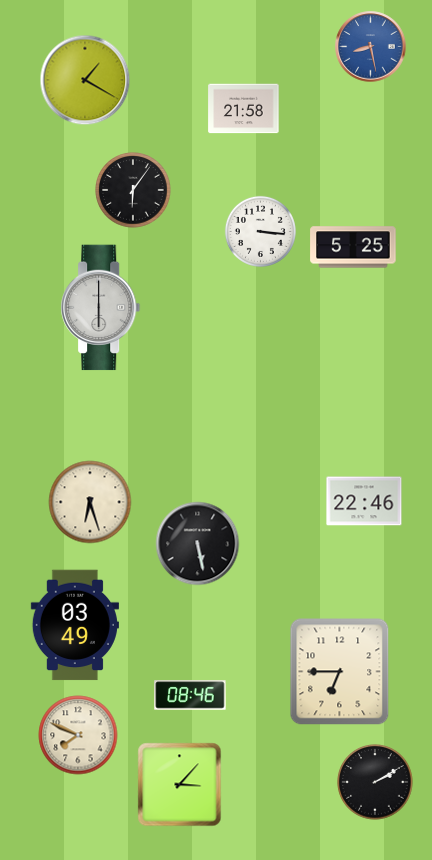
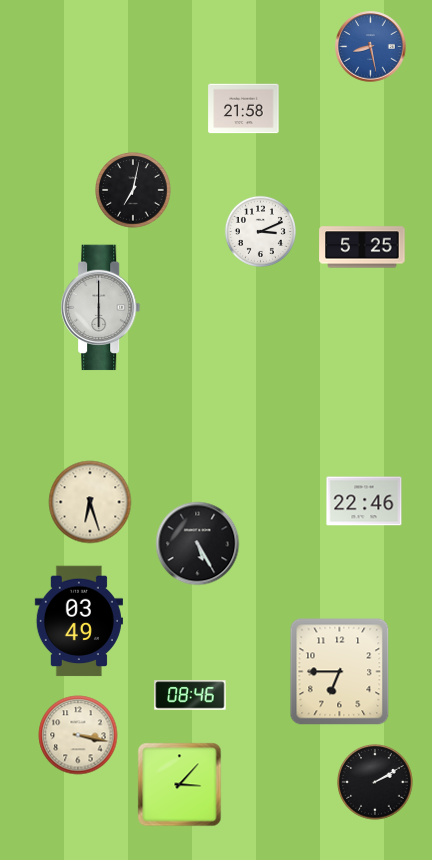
clock at (85, 80): 1:20 -> none
clock at (133, 190): 6:06 -> 7:02
clock at (260, 231): 3:16 -> 3:11
clock at (353, 247) position: (353, 247) -> (362, 247)
clock at (198, 544): 5:28 -> 5:25
clock at (75, 625) position: (75, 625) -> (79, 621)
clock at (78, 735): 7:49 -> 3:17
